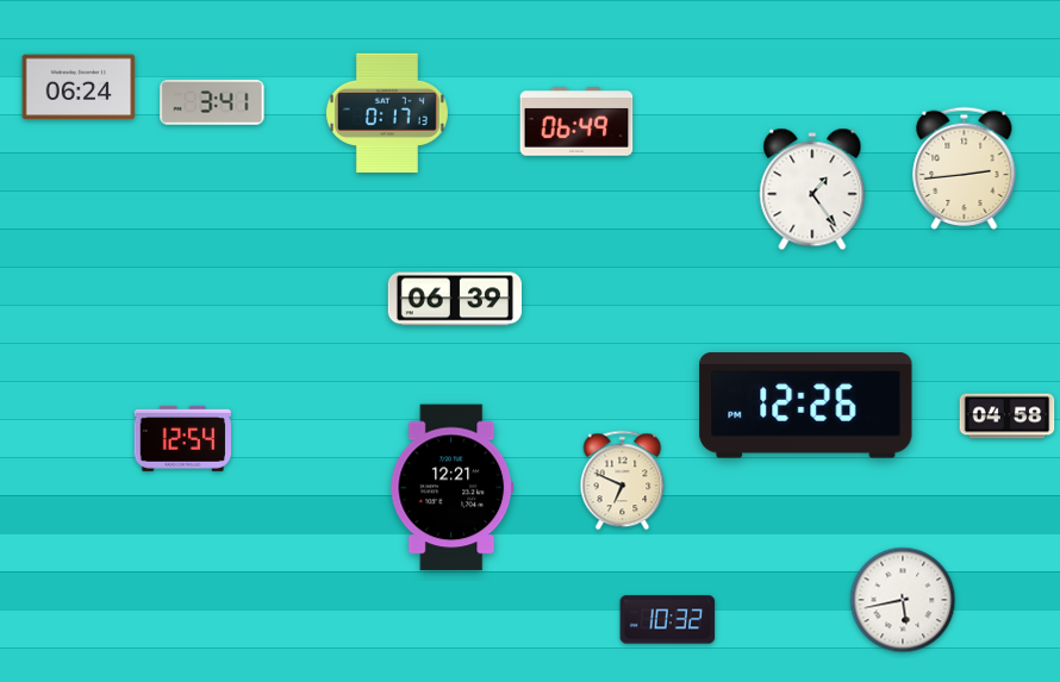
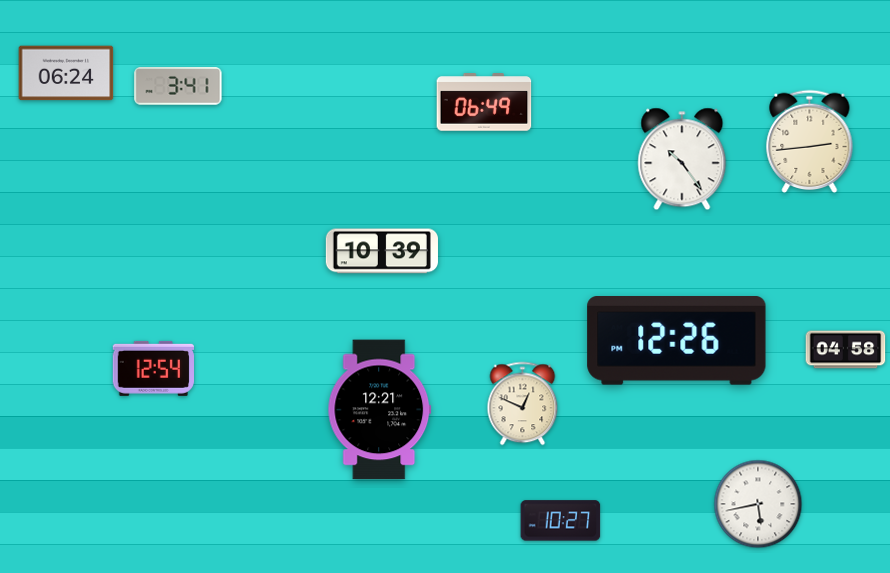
clock at (387, 112): 0:17 -> none
clock at (812, 189): 1:24 -> 10:24
clock at (455, 299): 06:39 -> 10:39
clock at (623, 481): 6:49 -> 12:49
clock at (668, 620): 10:32 -> 10:27
